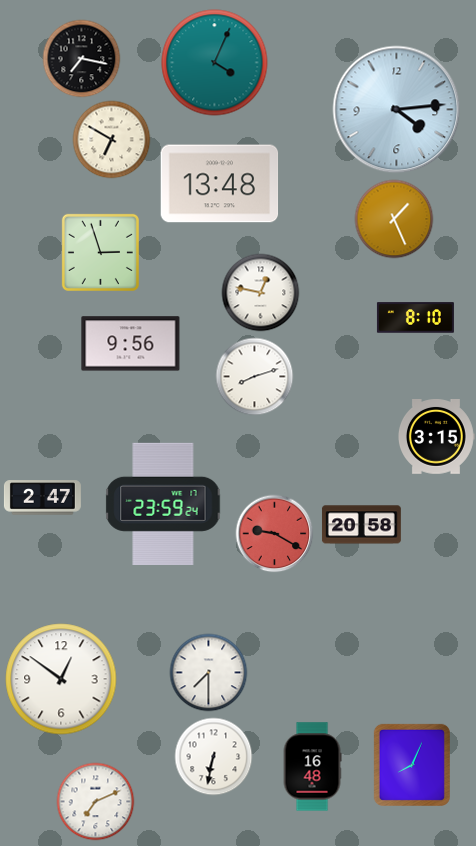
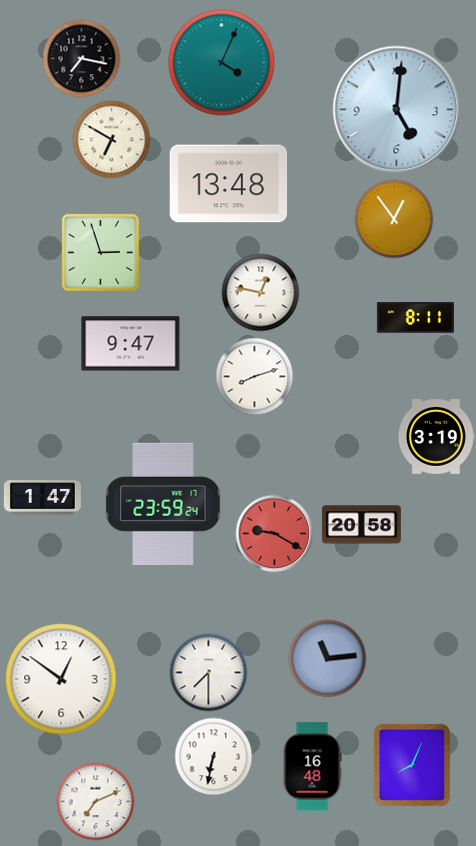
clock at (215, 63) position: (215, 63) -> (222, 63)
clock at (397, 110): 4:14 -> 5:01
clock at (220, 184) position: (220, 184) -> (229, 184)
clock at (394, 219): 1:26 -> 12:54
clock at (415, 318): 8:10 -> 8:11
clock at (131, 344): 9:56 -> 9:47
clock at (436, 437): 3:15 -> 3:19
clock at (42, 498): 2:47 -> 1:47
clock at (327, 658): none -> 11:14
